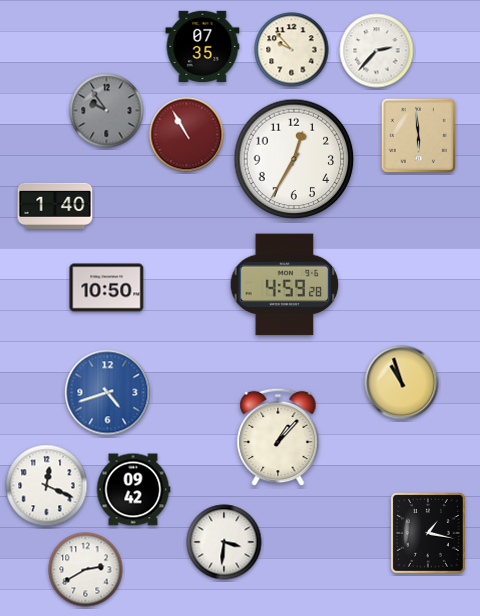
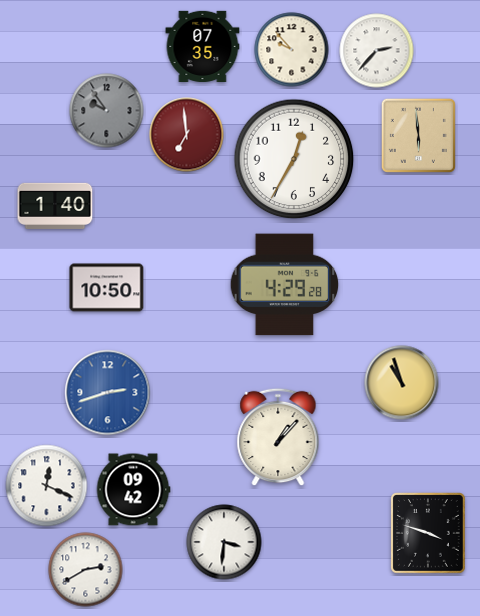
clock at (187, 135): 10:55 -> 6:59
clock at (285, 285): 4:59 -> 4:29
clock at (108, 393): 4:42 -> 2:42
clock at (429, 534): 1:17 -> 3:48
